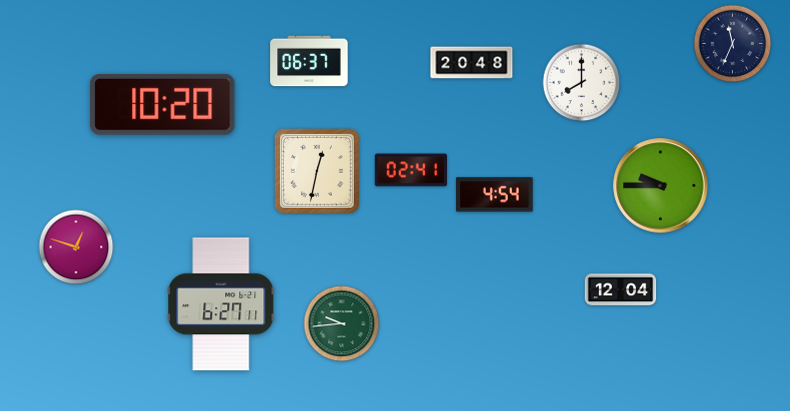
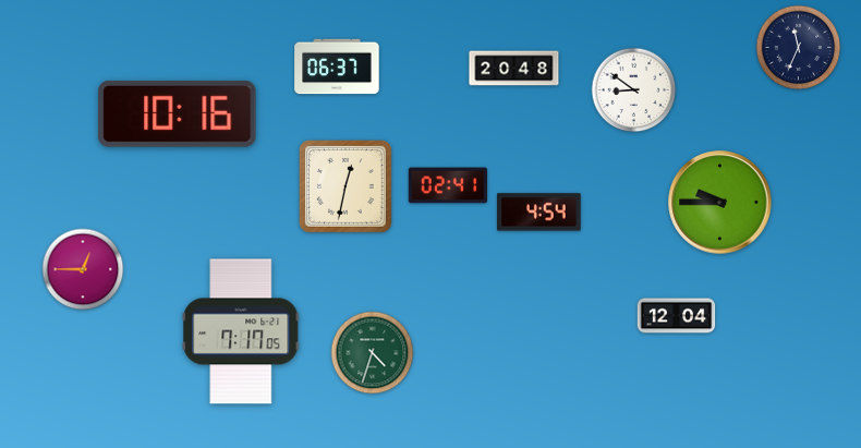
clock at (582, 83): 8:00 -> 8:51
clock at (163, 104): 10:20 -> 10:16
clock at (76, 247): 12:48 -> 12:45
clock at (221, 304): 6:27 -> 7:17
clock at (342, 324): 9:44 -> 4:33
